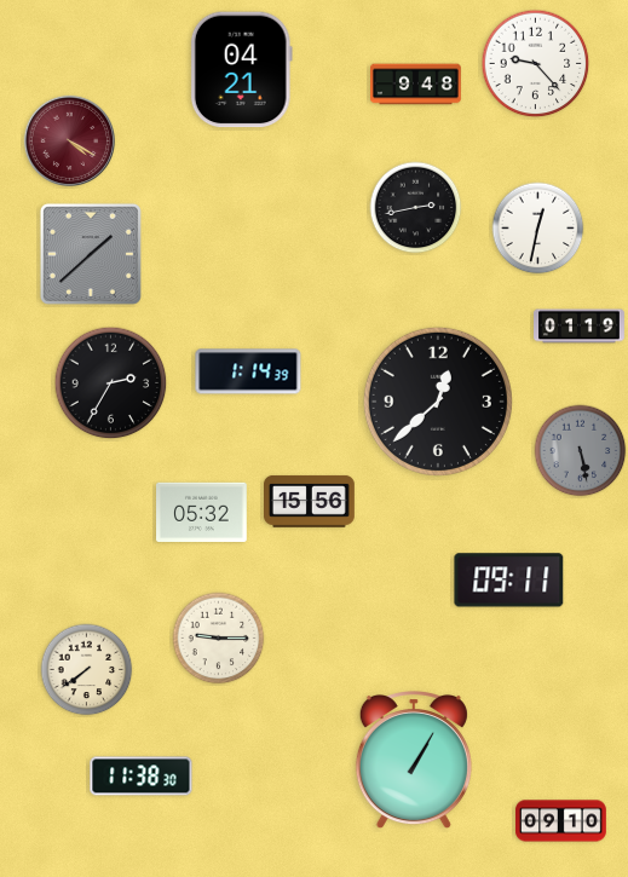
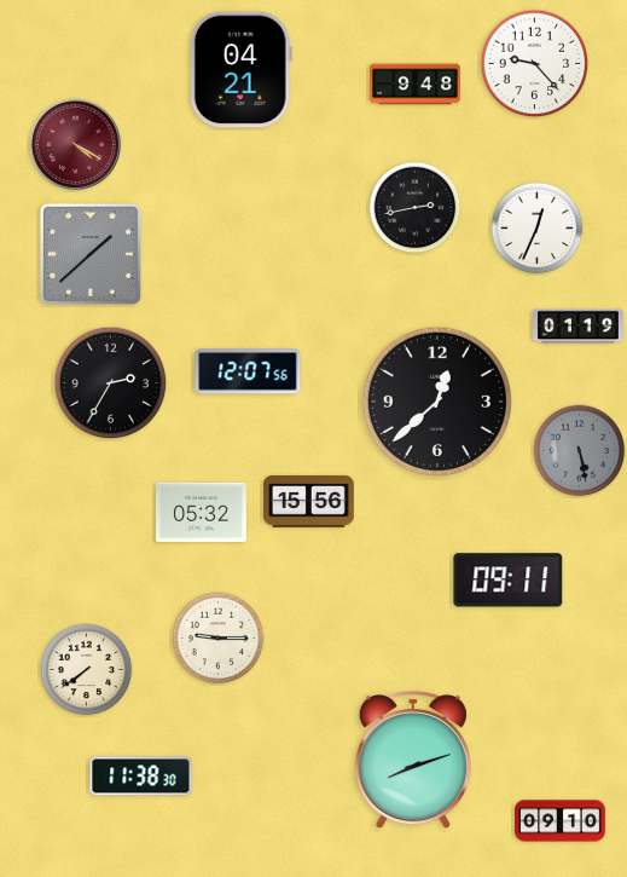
clock at (69, 140) position: (69, 140) -> (75, 144)
clock at (538, 229): 12:32 -> 12:34
clock at (248, 371): 1:14 -> 12:07
clock at (414, 761): 1:05 -> 8:12
